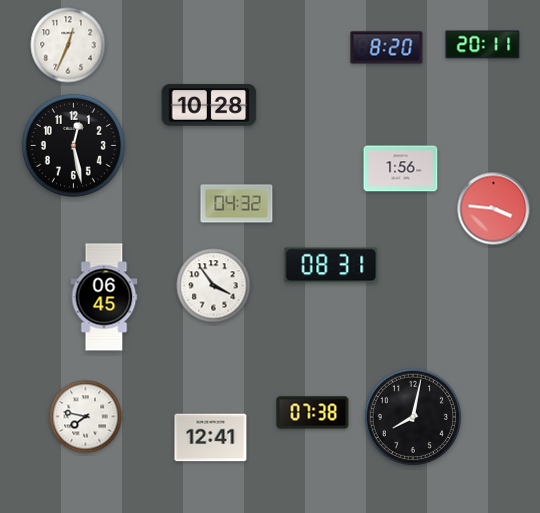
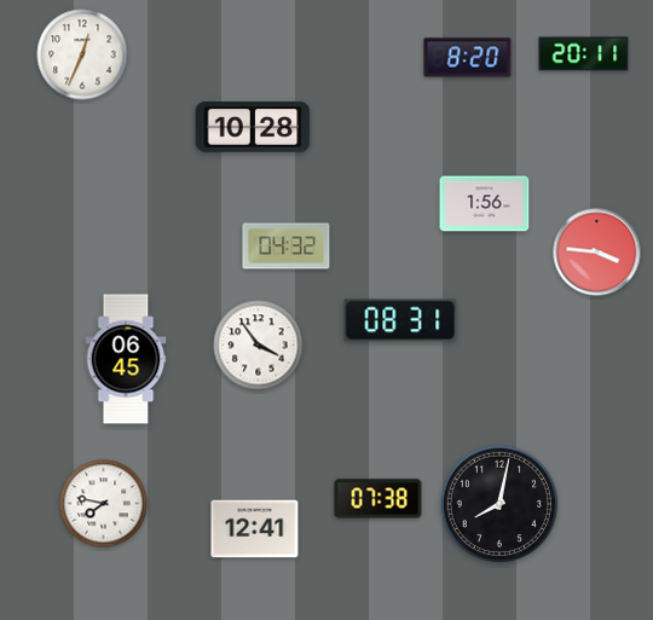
clock at (73, 145): 12:28 -> none
